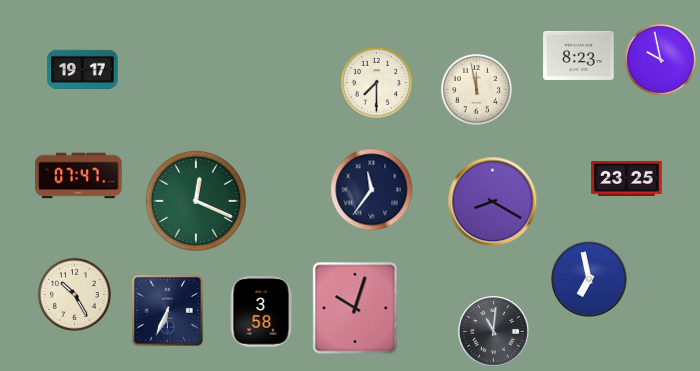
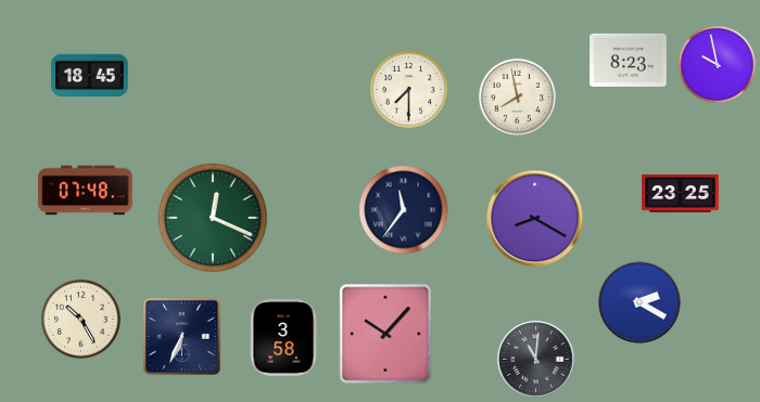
clock at (83, 69): 19:17 -> 18:45
clock at (476, 89): 11:58 -> 7:58
clock at (79, 176): 07:47 -> 07:48
clock at (372, 190) position: (372, 190) -> (404, 210)
clock at (589, 279): 6:58 -> 2:20
clock at (355, 308): 10:03 -> 10:07
